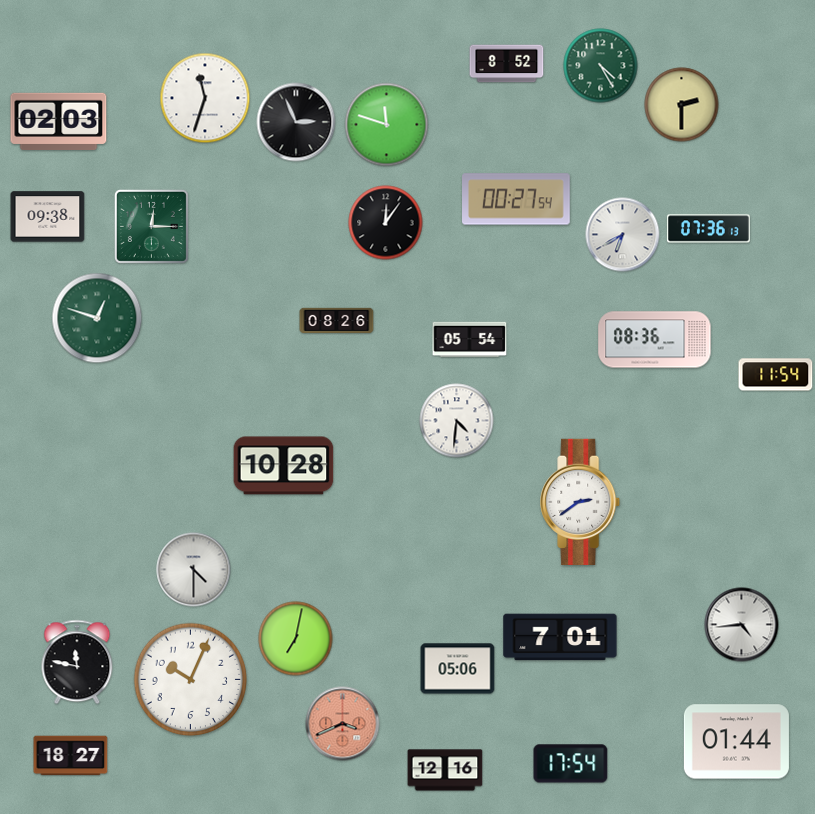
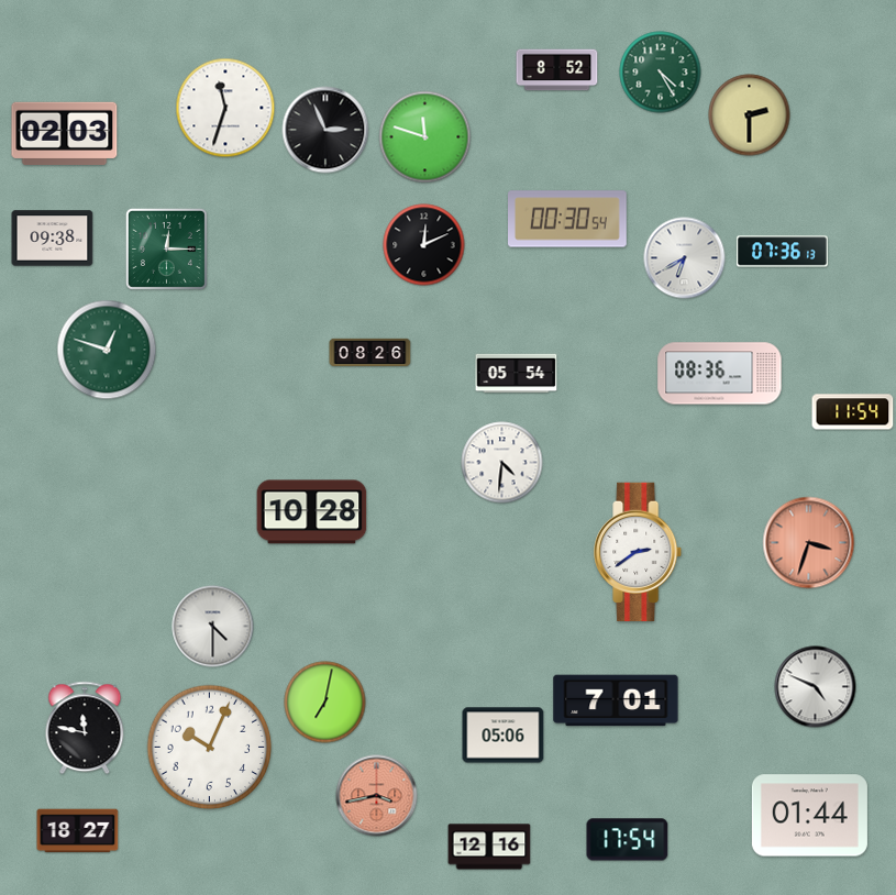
clock at (296, 122) position: (296, 122) -> (325, 130)
clock at (517, 199): 00:27 -> 00:30
clock at (386, 223): 12:06 -> 12:11
clock at (708, 229) position: (708, 229) -> (782, 252)
clock at (809, 543): none -> 3:33
clock at (742, 625): 4:44 -> 4:49
clock at (343, 724): 3:41 -> 3:43
